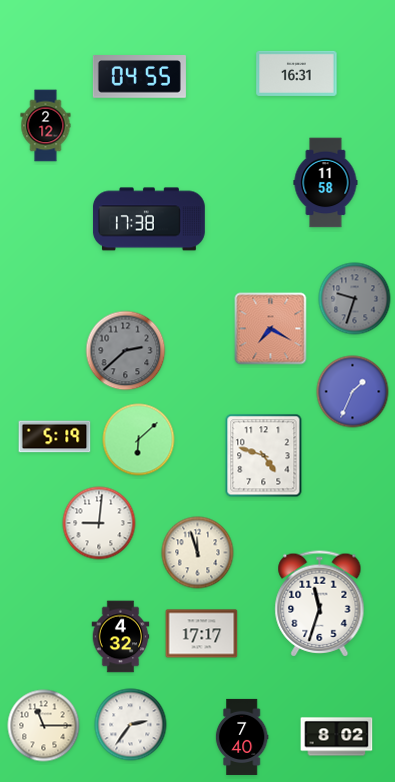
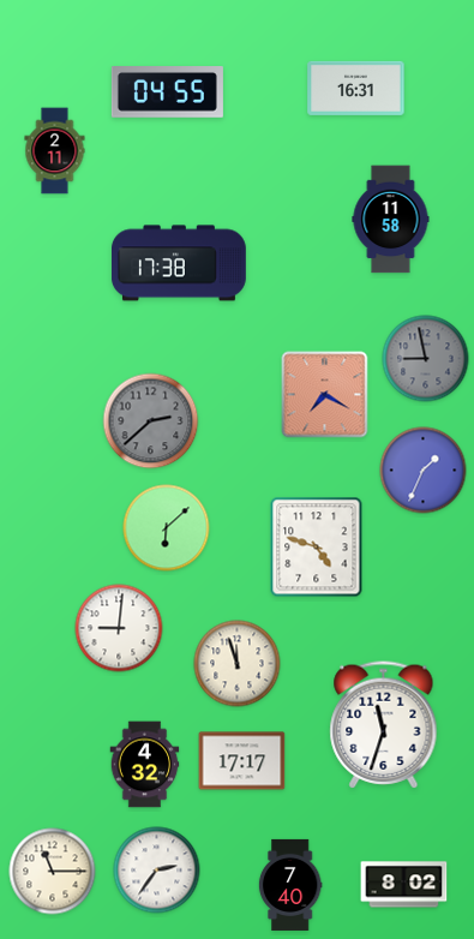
clock at (46, 126): 2:12 -> 2:11
clock at (355, 299): 9:33 -> 8:58
clock at (55, 437): 5:19 -> none
